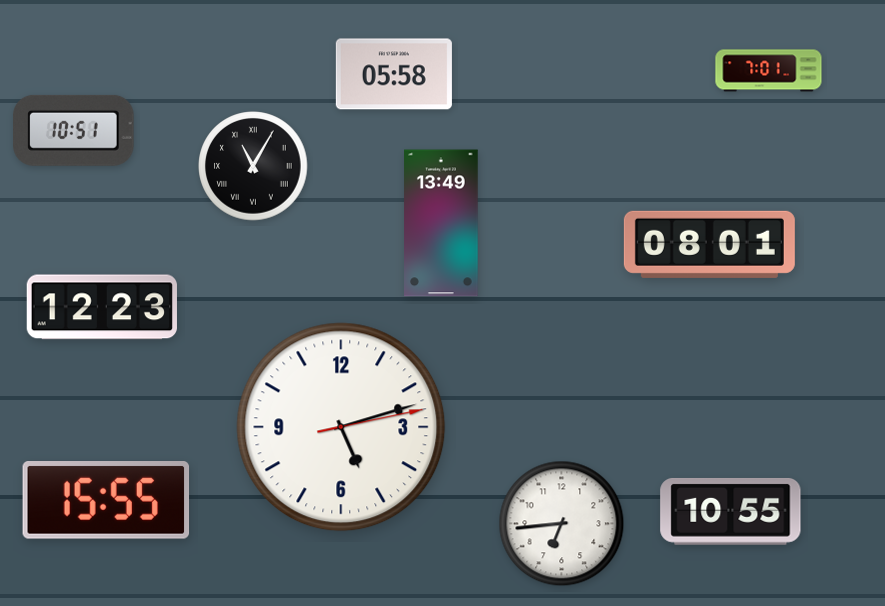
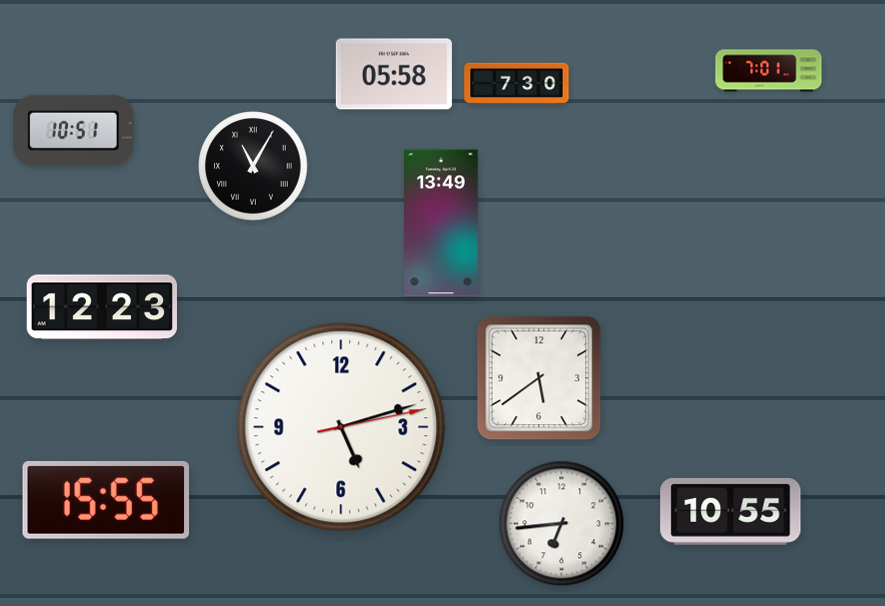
clock at (517, 84): none -> 7:30
clock at (709, 244): 08:01 -> none
clock at (539, 378): none -> 5:39
